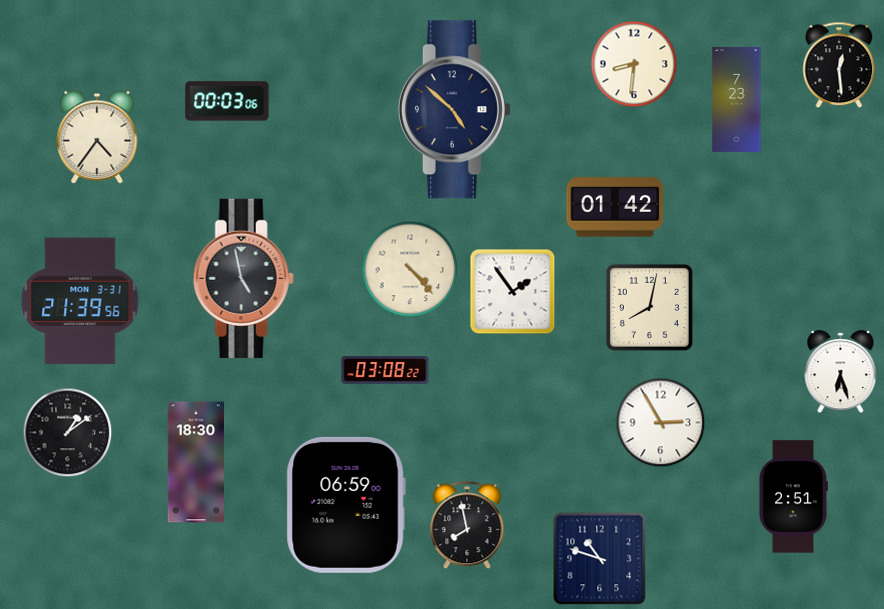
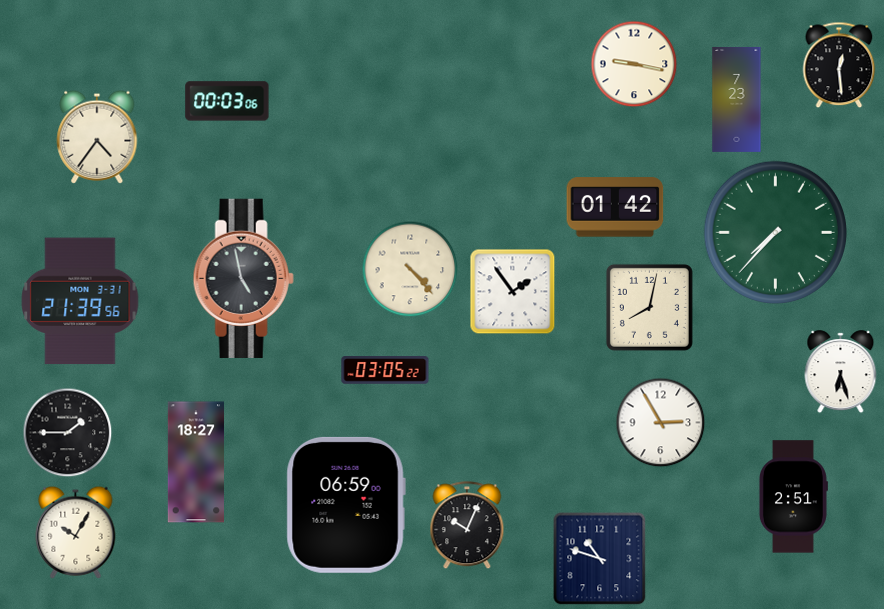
clock at (634, 64): 8:31 -> 9:17
clock at (454, 110): 4:52 -> none
clock at (775, 232): none -> 7:37
clock at (385, 370): 03:08 -> 03:05
clock at (68, 433): 1:09 -> 1:45
clock at (196, 462): 18:30 -> 18:27
clock at (467, 526): 7:58 -> 10:04
clock at (76, 532): none -> 10:05
